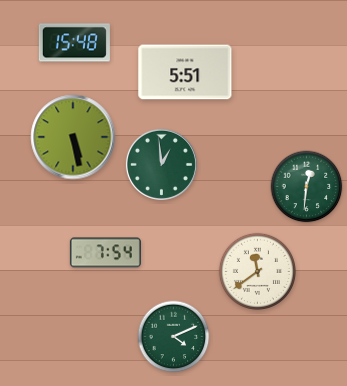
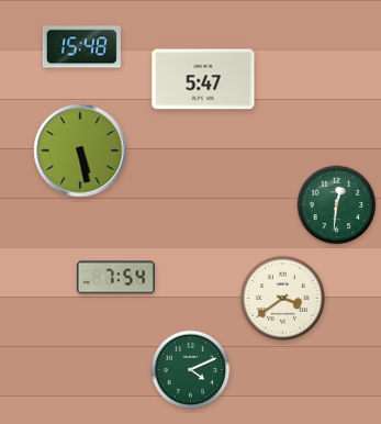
clock at (185, 72): 5:51 -> 5:47
clock at (161, 164): 12:59 -> none
clock at (257, 271): 11:39 -> 3:39
